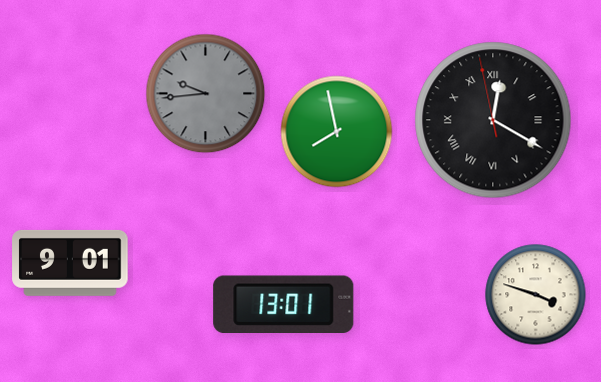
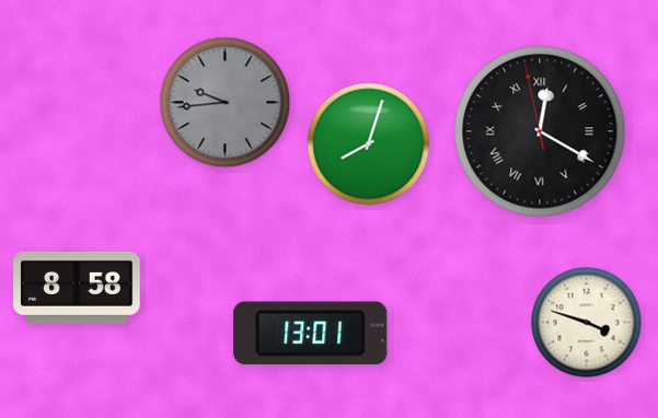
clock at (337, 132): 7:58 -> 8:03
clock at (70, 263): 9:01 -> 8:58
